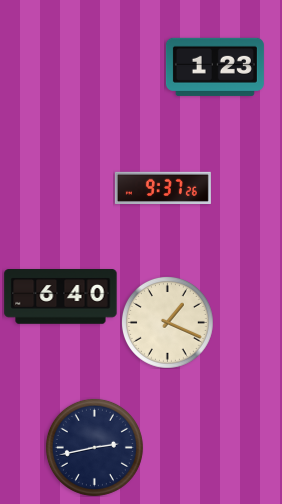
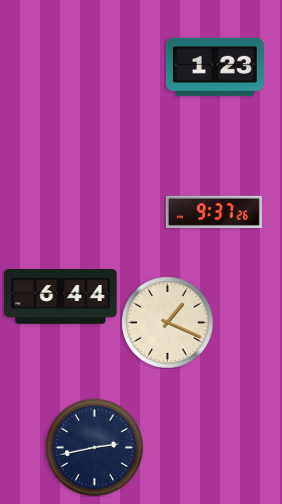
clock at (163, 187) position: (163, 187) -> (214, 211)
clock at (61, 297): 6:40 -> 6:44
